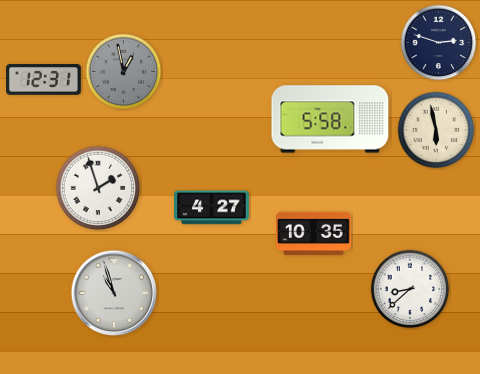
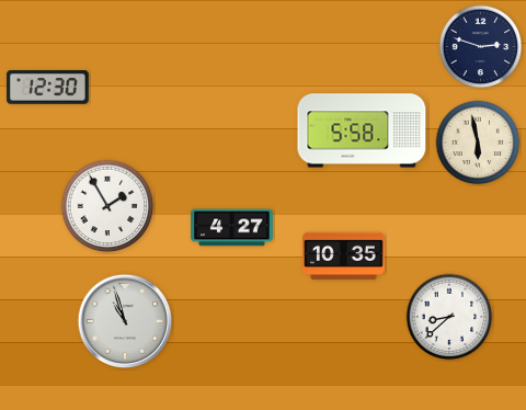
clock at (124, 72): 12:58 -> none
clock at (44, 80): 12:31 -> 12:30
clock at (98, 188): 1:57 -> 1:55
